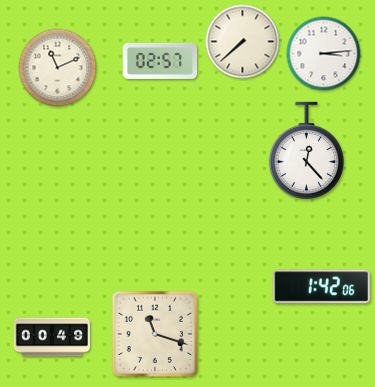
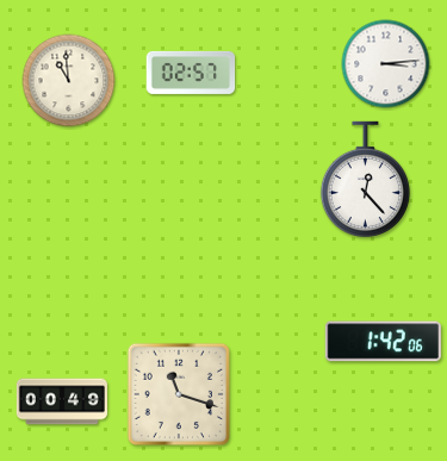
clock at (243, 42): 7:38 -> none
clock at (58, 68): 11:11 -> 10:59
clock at (155, 334) position: (155, 334) -> (179, 394)
